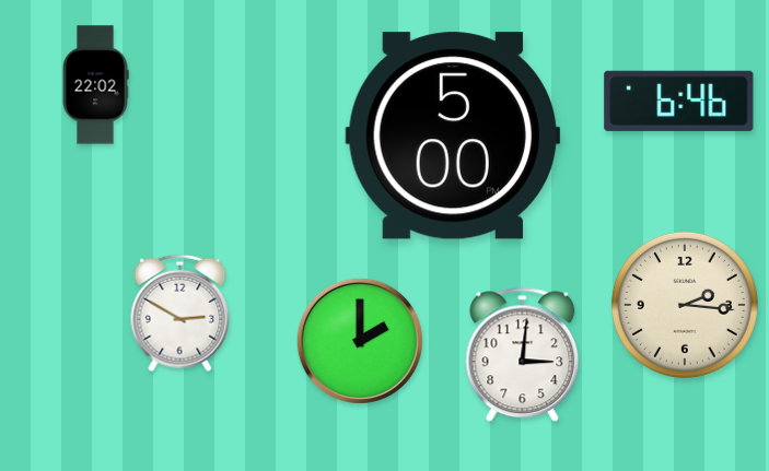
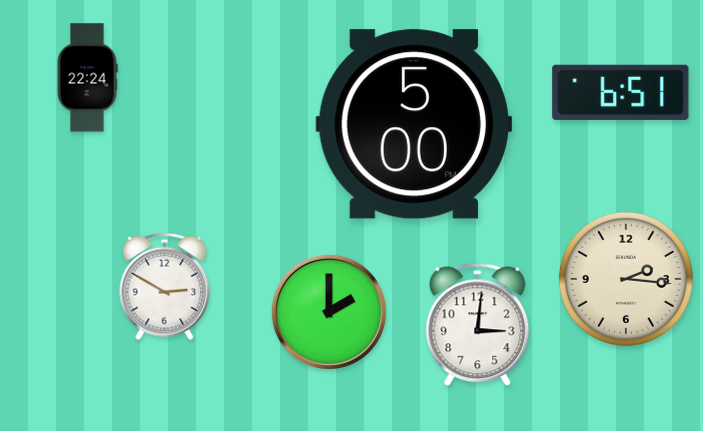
clock at (95, 85): 22:02 -> 22:24
clock at (679, 101): 6:46 -> 6:51
